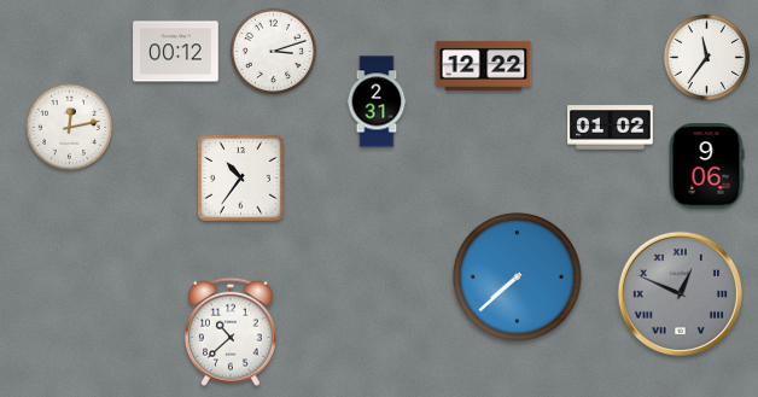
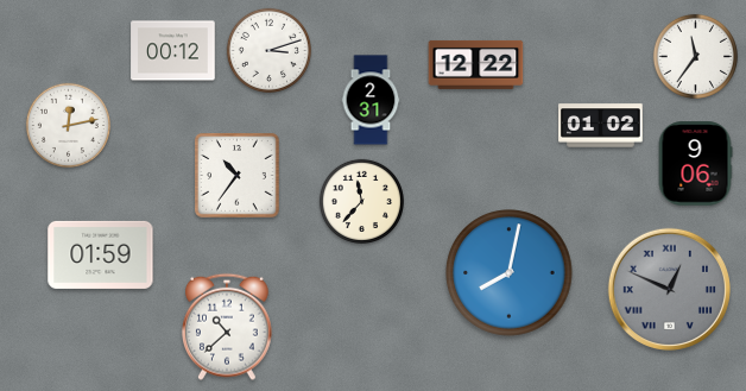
clock at (361, 201): none -> 11:37
clock at (101, 254): none -> 01:59
clock at (518, 278): 7:38 -> 8:02
